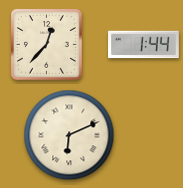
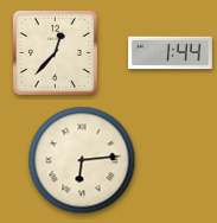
clock at (69, 135): 6:11 -> 6:14
